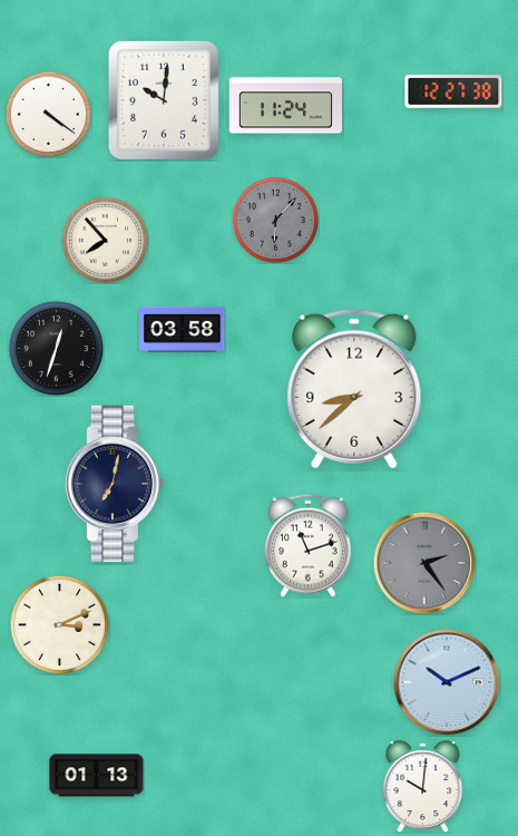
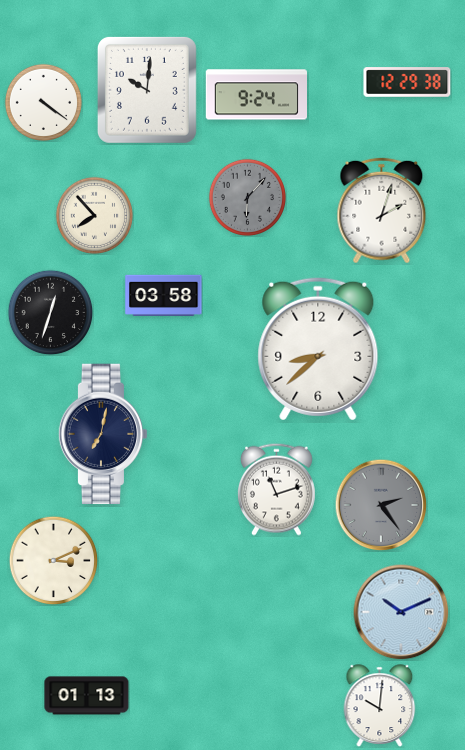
clock at (453, 91): 12:27 -> 12:29
clock at (285, 106): 11:24 -> 9:24
clock at (382, 211): none -> 2:03
